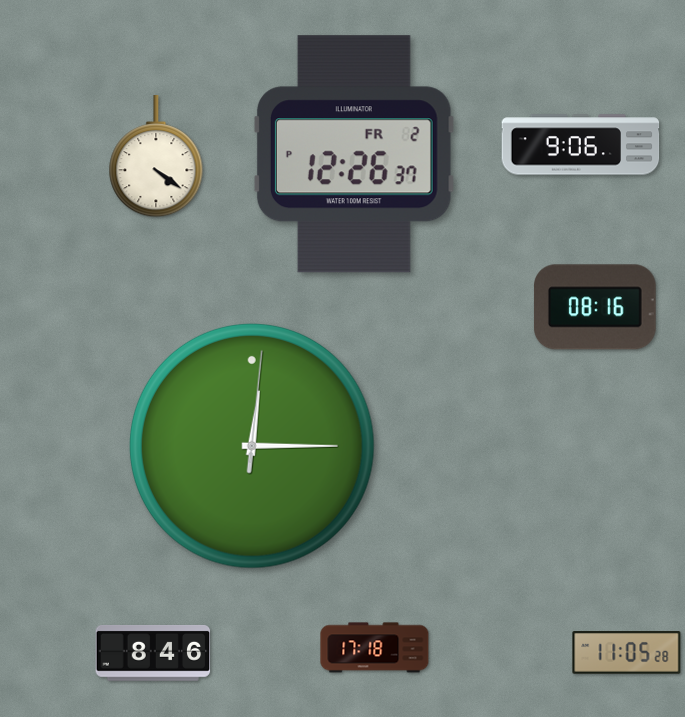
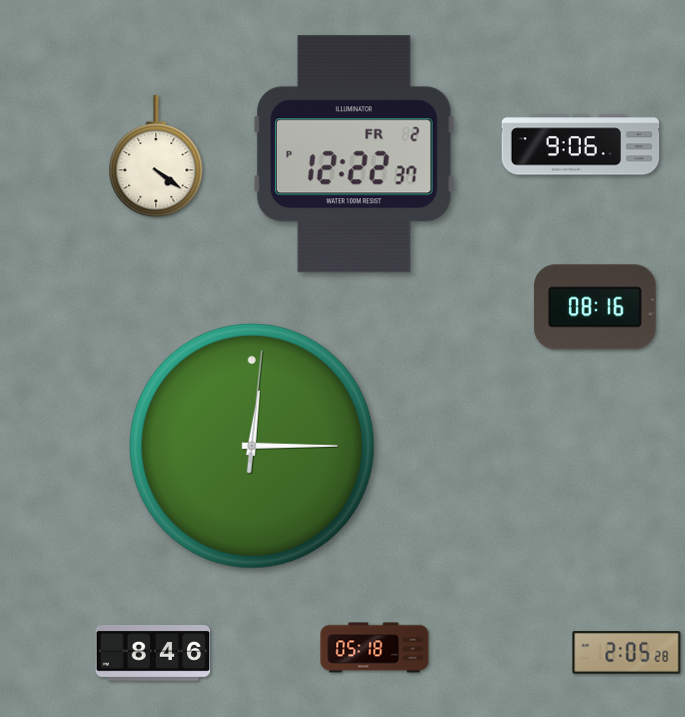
clock at (354, 154): 12:26 -> 12:22
clock at (375, 648): 17:18 -> 05:18
clock at (627, 653): 11:05 -> 2:05
